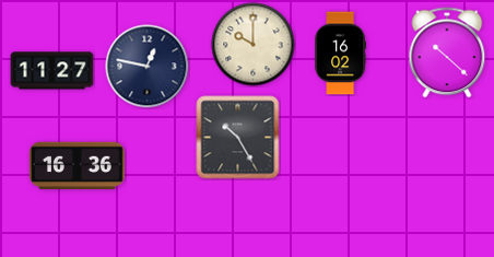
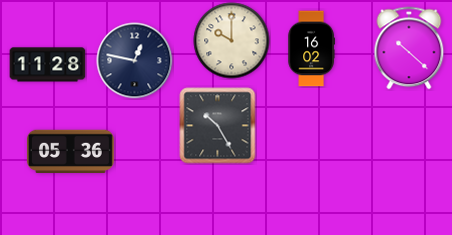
clock at (52, 71): 11:27 -> 11:28
clock at (77, 166): 16:36 -> 05:36
